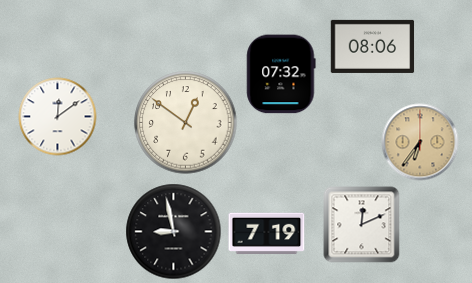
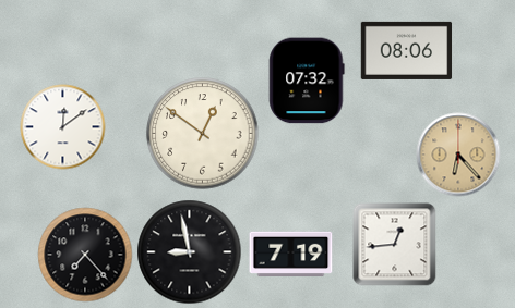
clock at (420, 142): 6:36 -> 6:23
clock at (362, 225): 12:11 -> 12:44
clock at (85, 255): none -> 7:23
